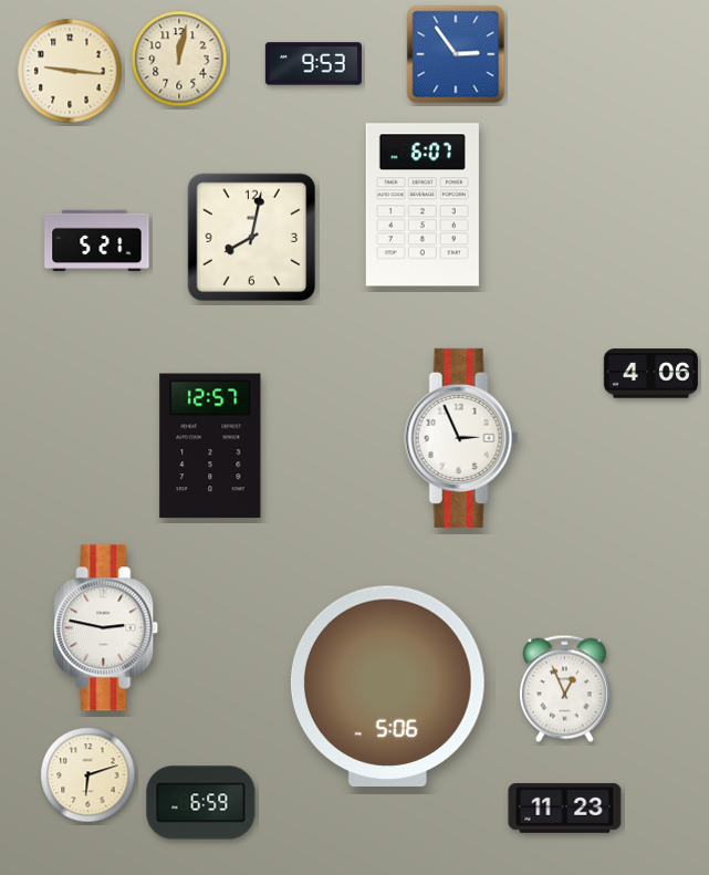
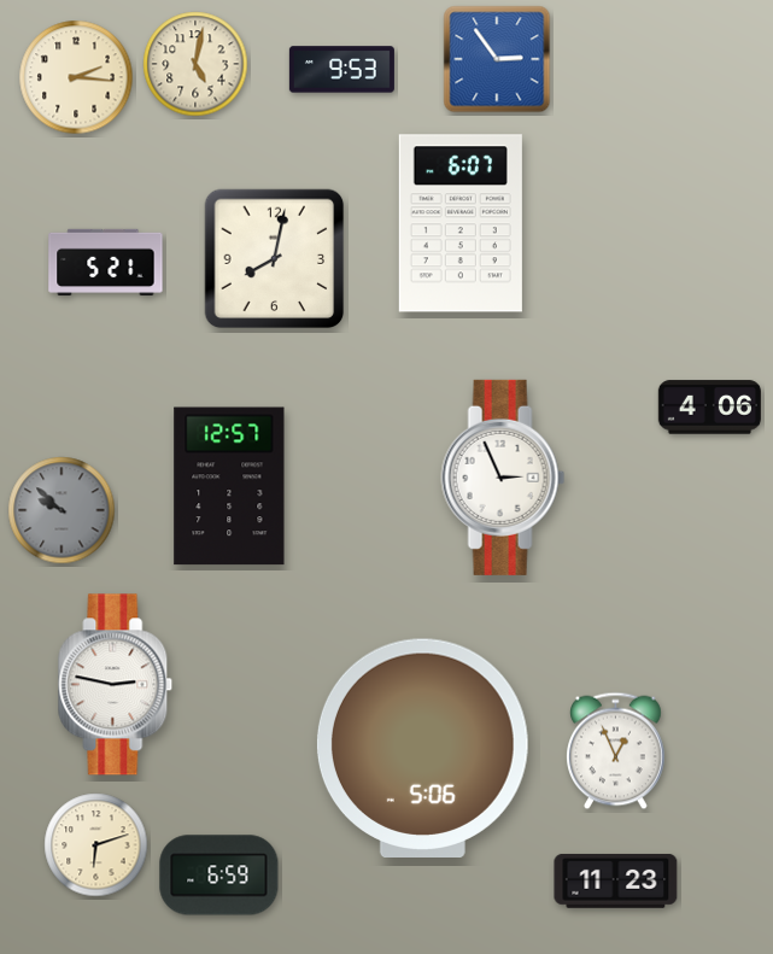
clock at (179, 59): 12:02 -> 5:02
clock at (70, 71): 9:16 -> 2:16
clock at (62, 510): none -> 9:52
